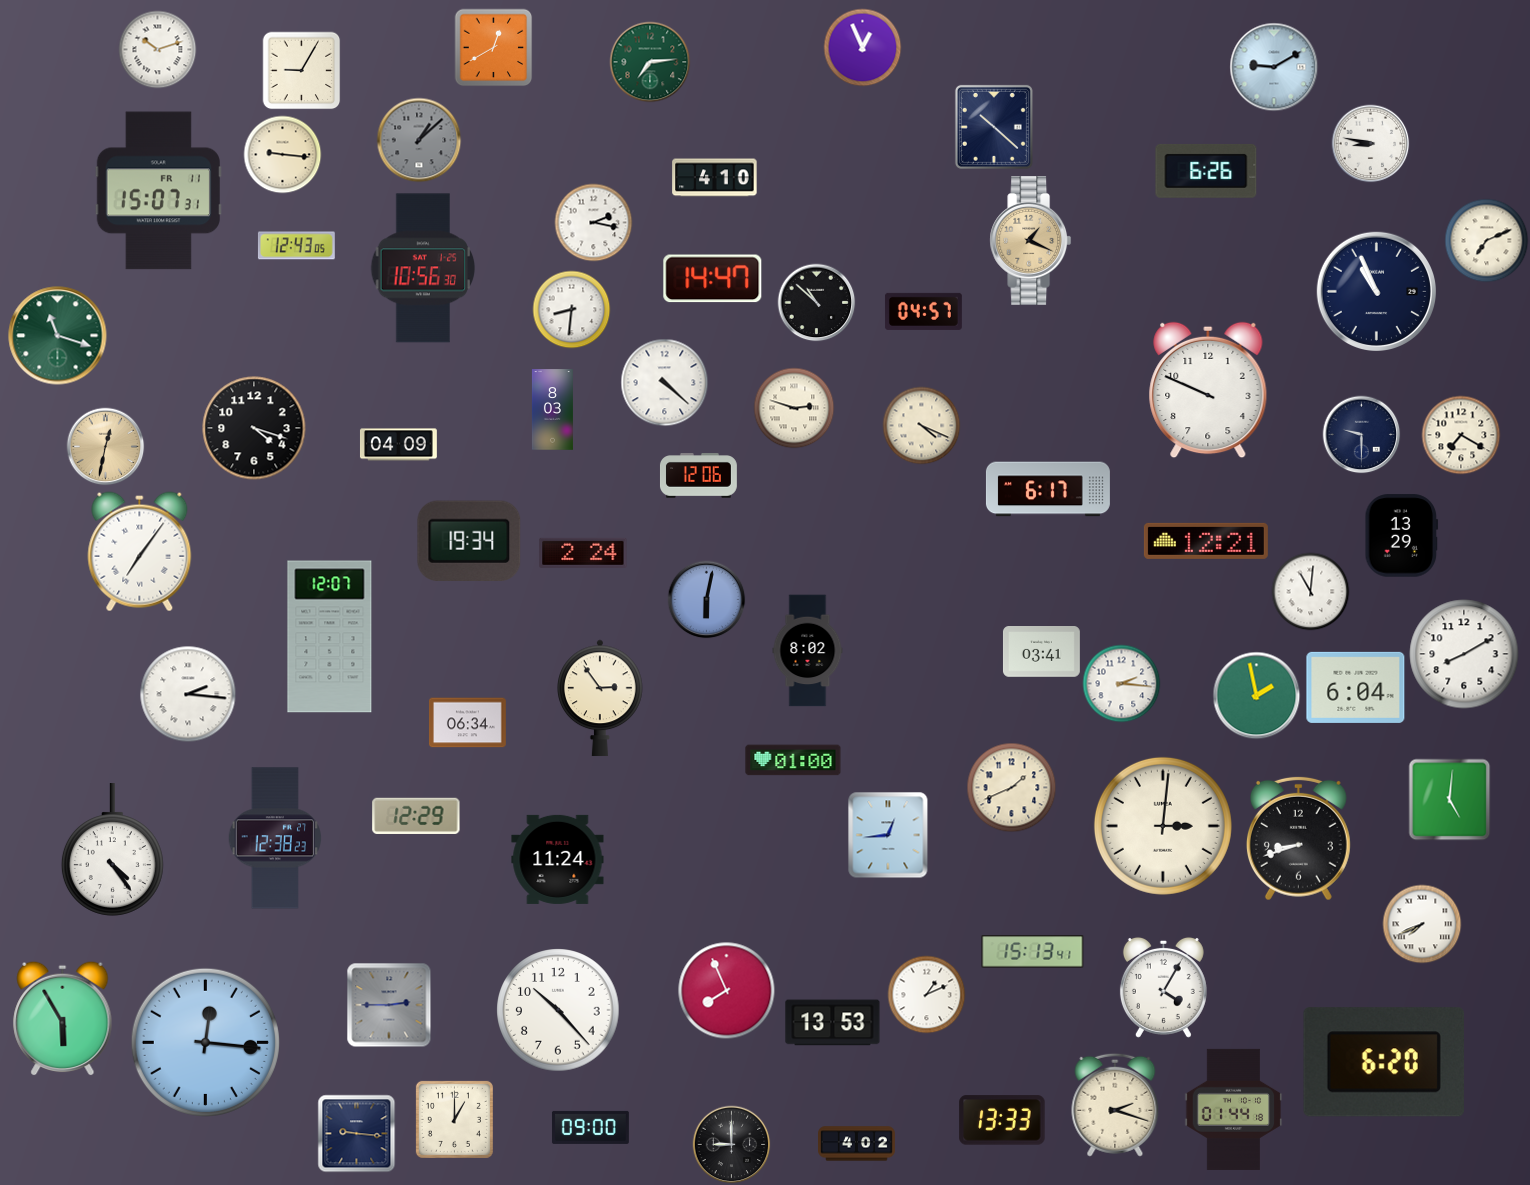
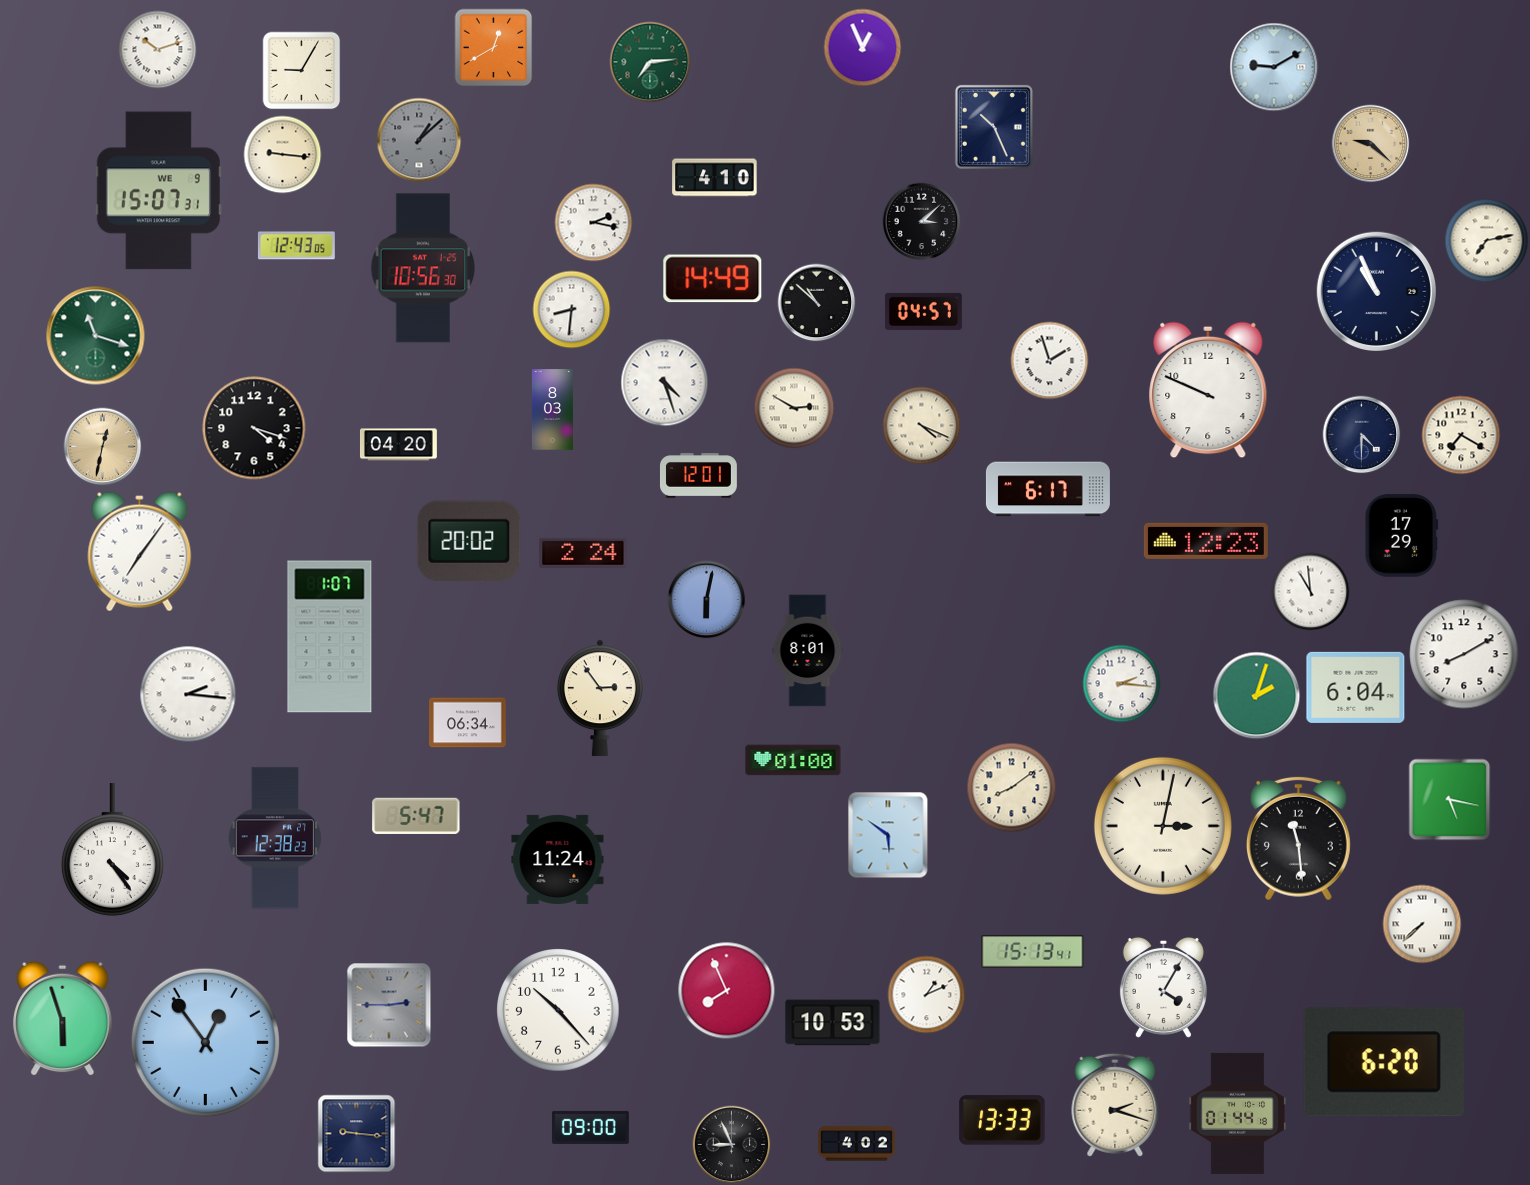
clock at (994, 127): 10:22 -> 10:26
clock at (1370, 143): 8:47 -> 9:22
clock at (1370, 143) dial: white -> champagne
clock at (1206, 171): 6:26 -> none
clock at (158, 191) date: FR 11 -> WE 9
clock at (921, 221): none -> 3:08
clock at (1486, 240): 7:11 -> 7:13
clock at (1031, 241): 1:19 -> none
clock at (713, 279): 14:47 -> 14:49
clock at (58, 336) position: (58, 336) -> (96, 336)
clock at (1049, 360): none -> 1:57
clock at (664, 382): 4:22 -> 4:27
clock at (794, 408): 2:48 -> 2:50
clock at (1361, 434): 9:30 -> 4:30
clock at (398, 445): 04:09 -> 04:20
clock at (105, 446) position: (105, 446) -> (102, 446)
clock at (699, 476): 12:06 -> 12:01
clock at (1402, 536): 13:29 -> 17:29
clock at (469, 540): 19:34 -> 20:02
clock at (1206, 541): 12:21 -> 12:23
clock at (1310, 591): 11:01 -> 10:59
clock at (330, 637): 12:07 -> 1:07
clock at (808, 651): 8:02 -> 8:01
clock at (1041, 652): 03:41 -> none
clock at (1256, 695): 1:58 -> 2:03
clock at (1011, 787): 1:41 -> 8:09
clock at (1449, 799): 5:01 -> 5:17
clock at (416, 816): 12:29 -> 5:47
clock at (1163, 826): 3:01 -> 3:02
clock at (888, 835): 12:44 -> 5:51
clock at (1298, 838): 8:42 -> 11:29
clock at (1422, 924): 7:41 -> 7:38
clock at (63, 1018): 5:55 -> 5:57
clock at (833, 1023): 13:53 -> 10:53
clock at (205, 1042): 12:16 -> 12:54
clock at (1234, 1109) position: (1234, 1109) -> (1238, 1113)
clock at (454, 1119): 1:00 -> none
clock at (731, 1144): 9:00 -> 8:56
